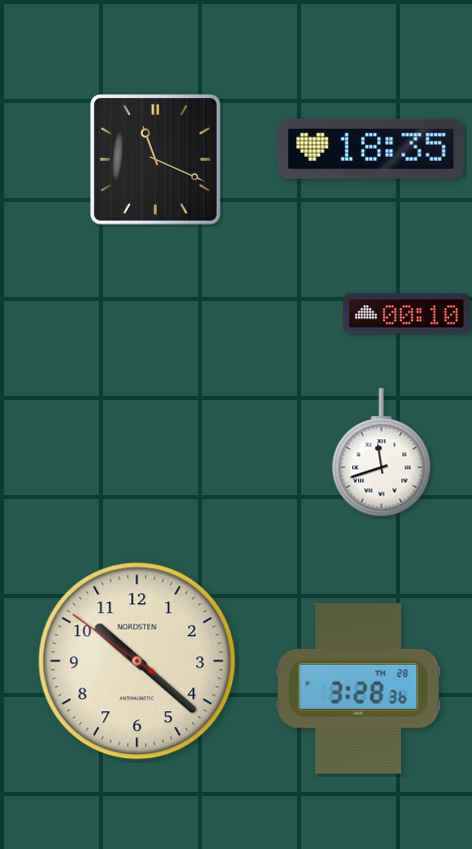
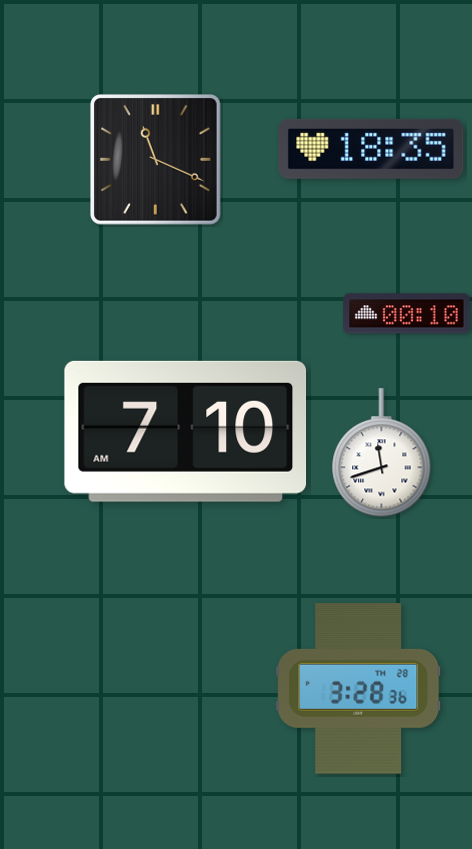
clock at (185, 431): none -> 7:10
clock at (137, 661): 10:21 -> none
